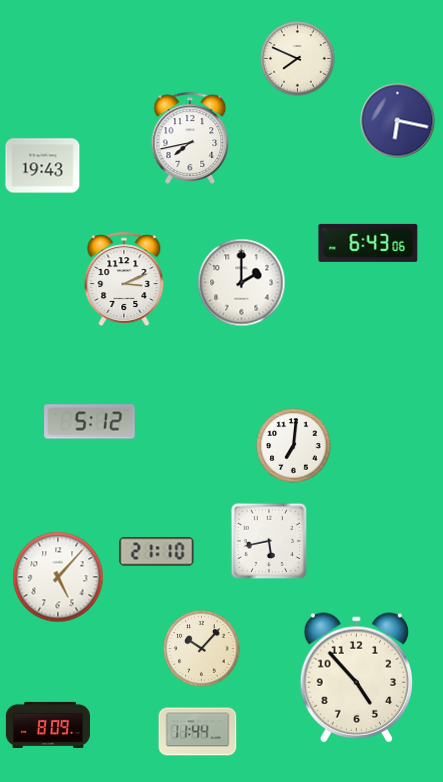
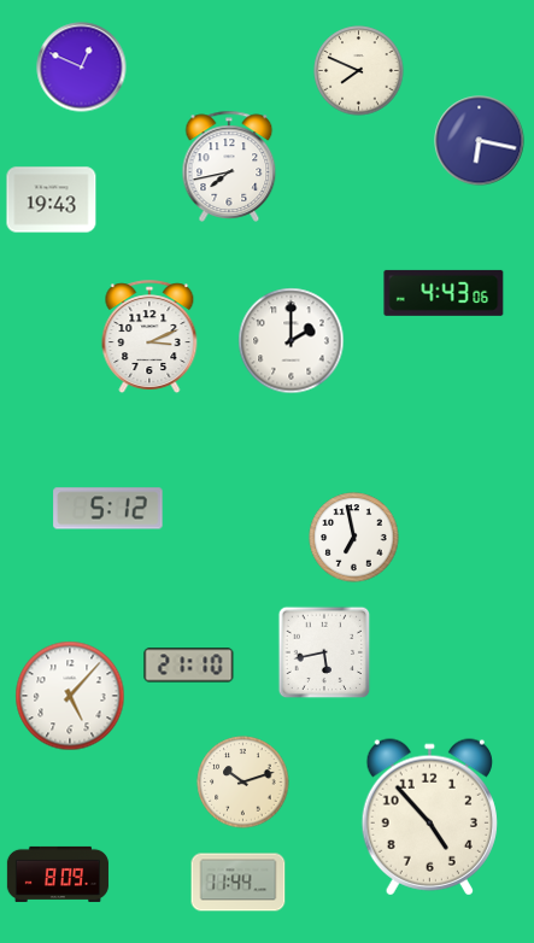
clock at (82, 68): none -> 12:49
clock at (398, 121) position: (398, 121) -> (480, 141)
clock at (368, 243): 6:43 -> 4:43
clock at (294, 446): 7:01 -> 6:58
clock at (202, 649): 10:07 -> 10:12
